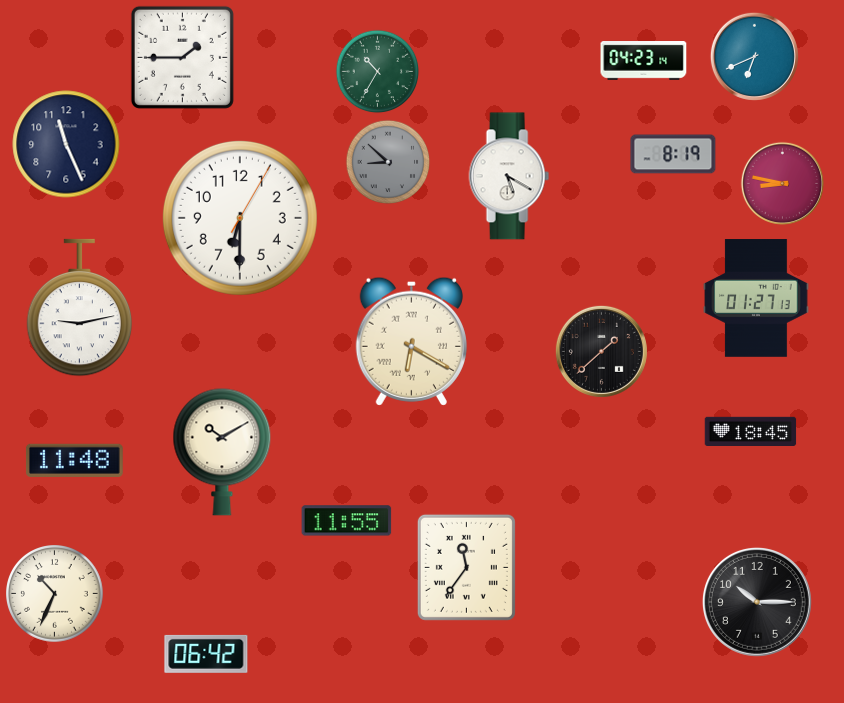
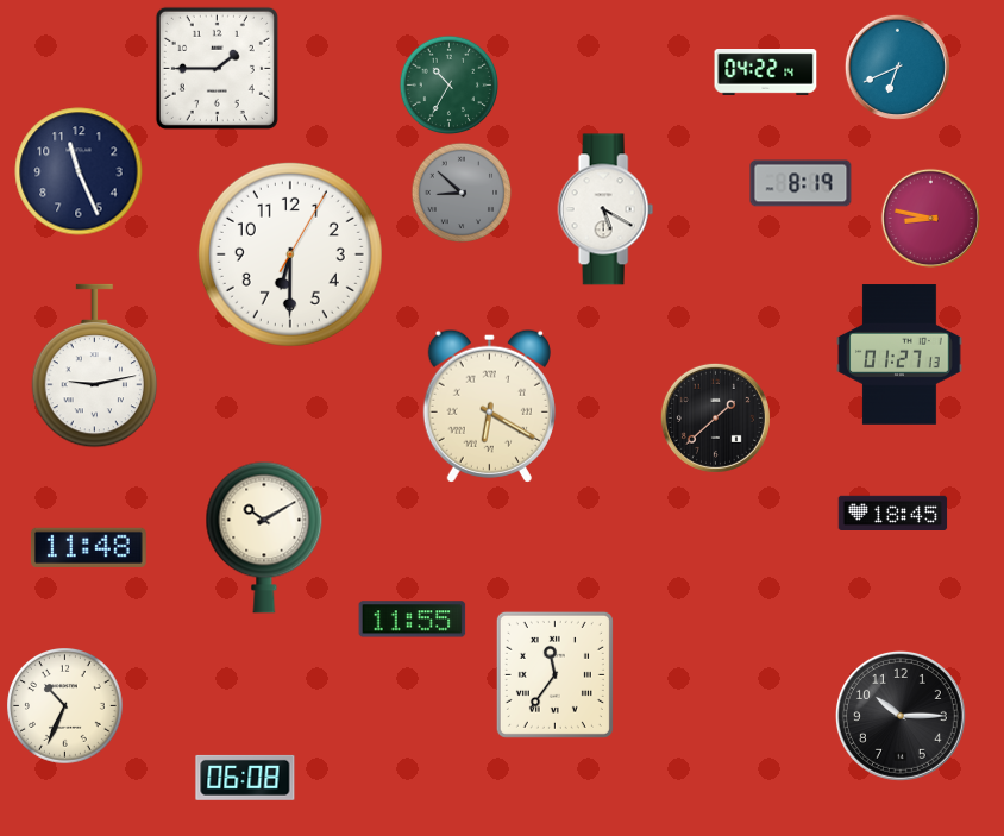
clock at (644, 61): 04:23 -> 04:22
clock at (240, 218) position: (240, 218) -> (290, 254)
clock at (206, 654): 06:42 -> 06:08
